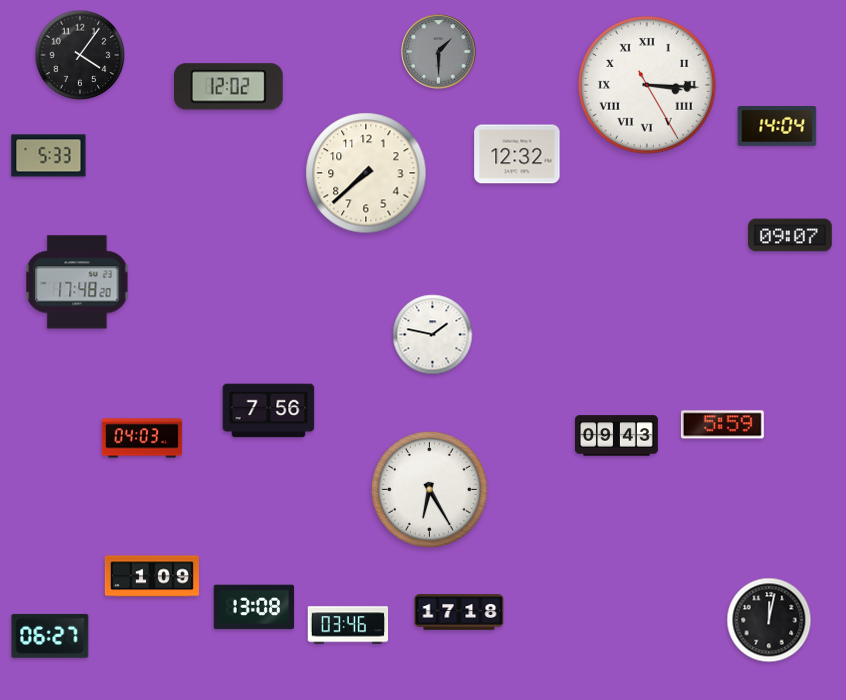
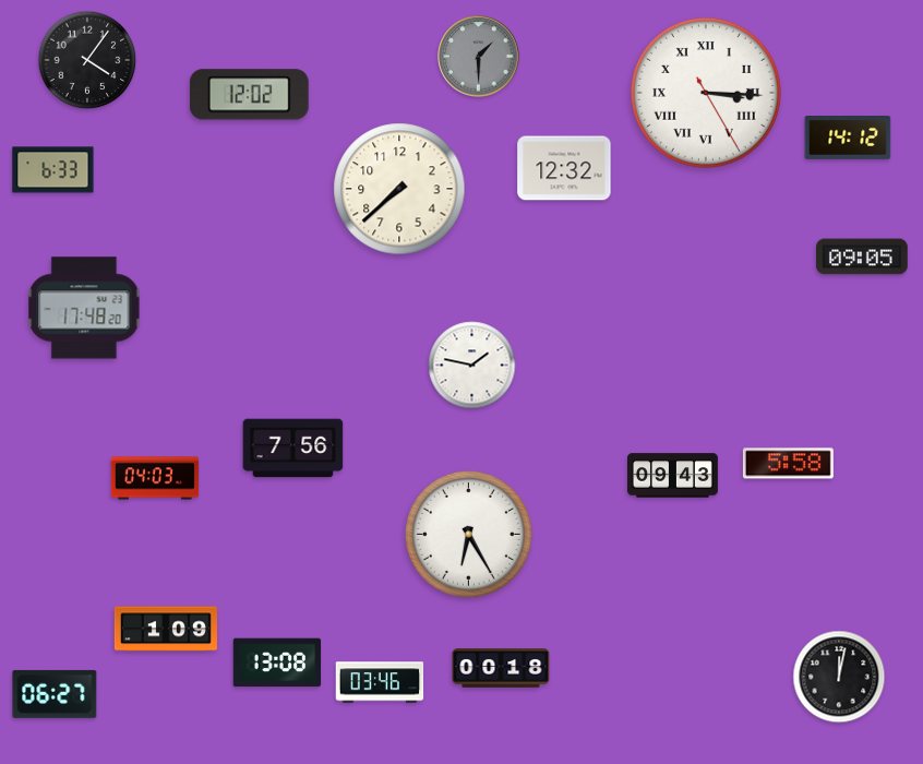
clock at (777, 127): 14:04 -> 14:12
clock at (49, 156): 5:33 -> 6:33
clock at (790, 235): 09:07 -> 09:05
clock at (722, 425): 5:59 -> 5:58
clock at (459, 612): 17:18 -> 00:18
